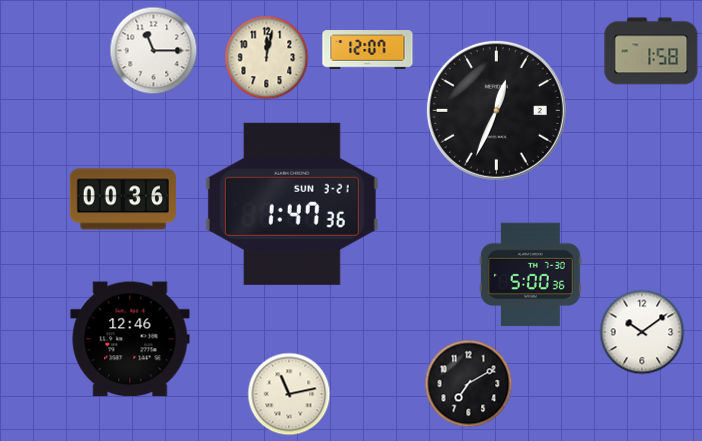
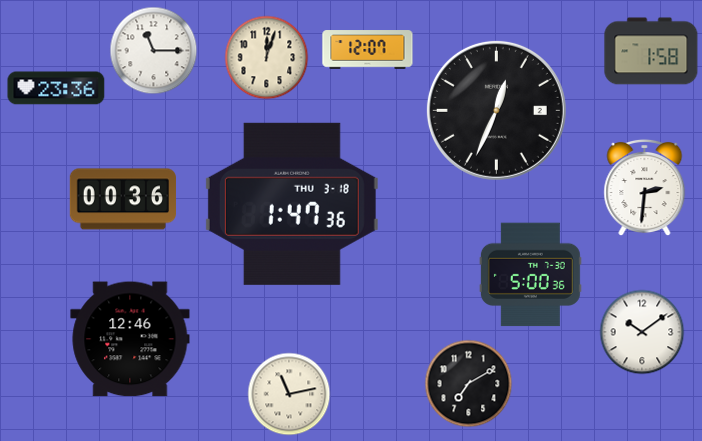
clock at (267, 58): 12:02 -> 12:03
clock at (56, 88): none -> 23:36
clock at (645, 188): none -> 2:31
clock at (292, 204) date: SUN 3-21 -> THU 3-18
